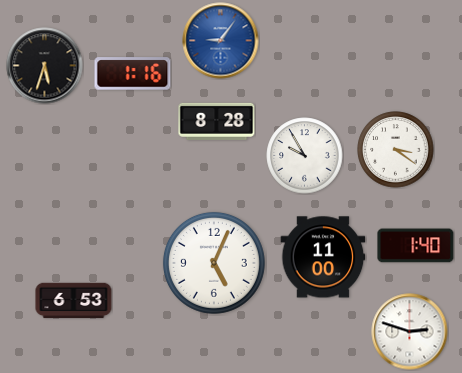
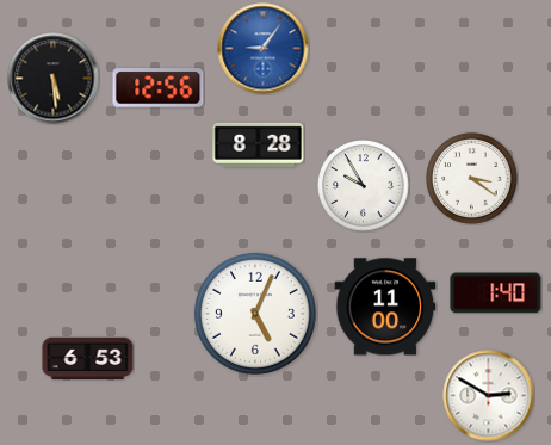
clock at (45, 66): 5:33 -> 5:29
clock at (133, 74): 1:16 -> 12:56
clock at (410, 332): 2:48 -> 2:50
